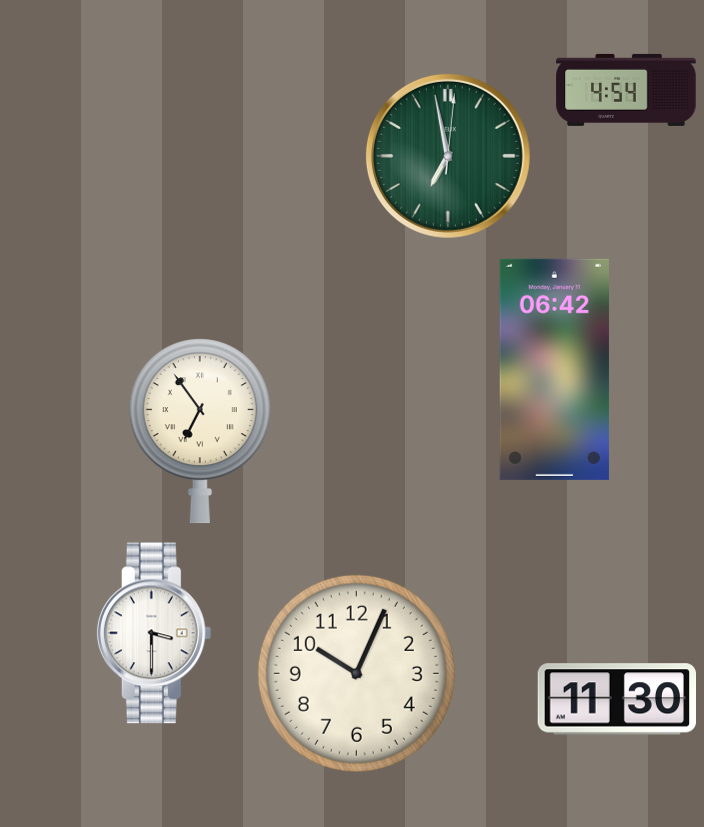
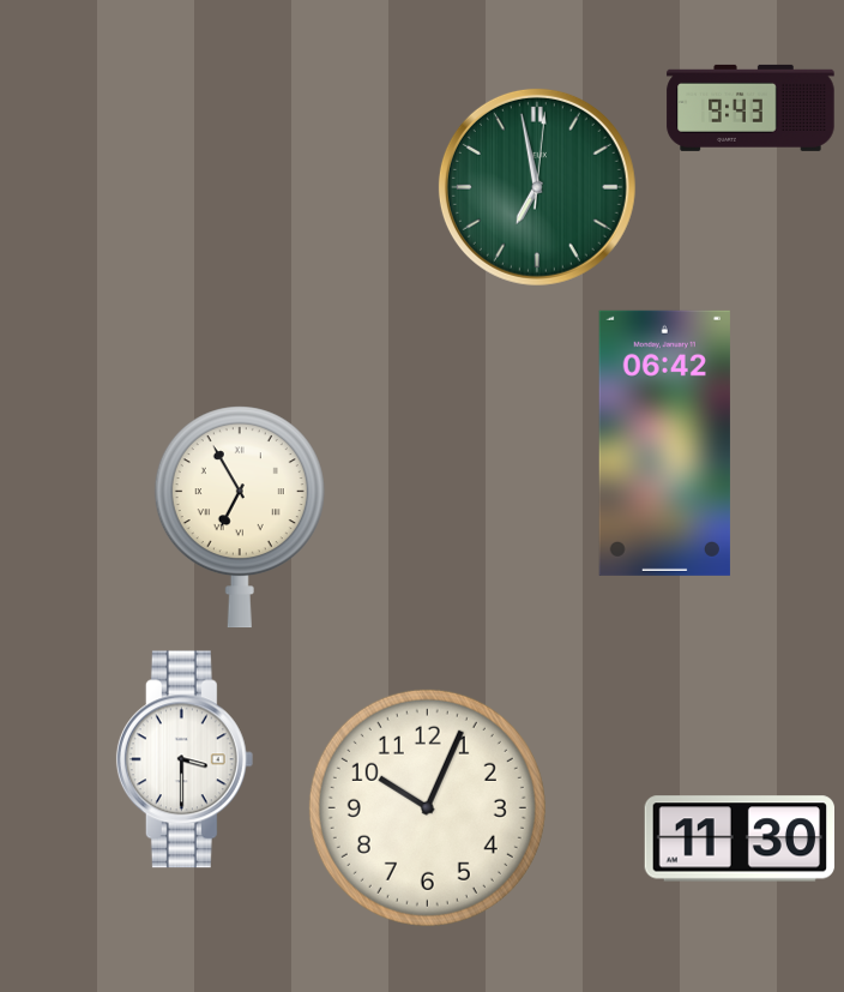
clock at (626, 90): 4:54 -> 9:43
clock at (200, 431): 6:54 -> 6:55
